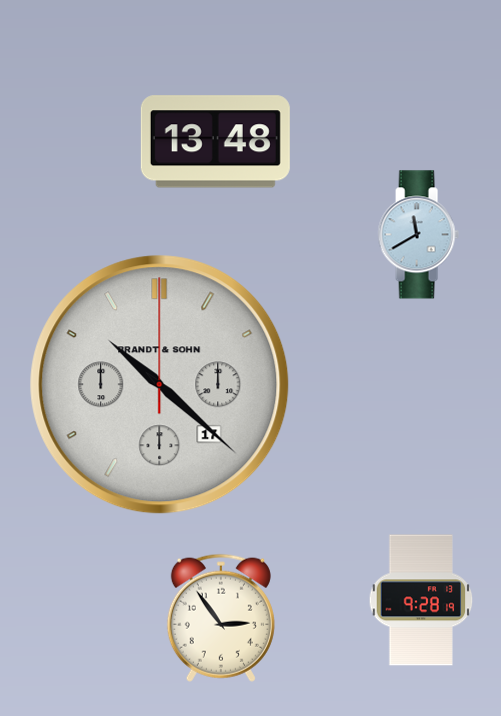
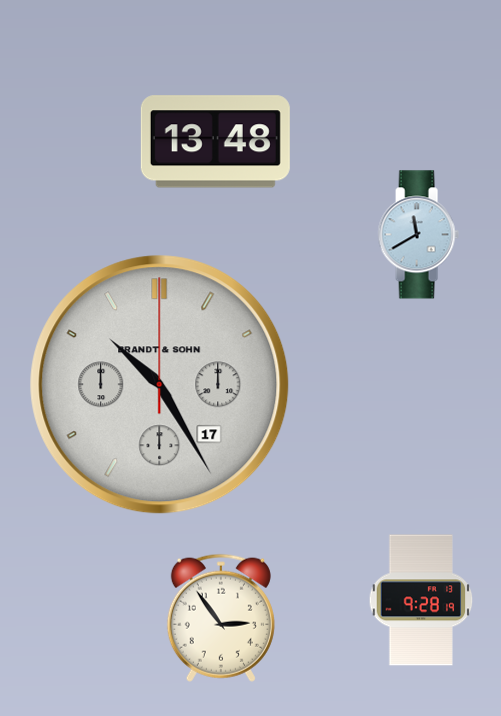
clock at (160, 385): 10:22 -> 10:25
